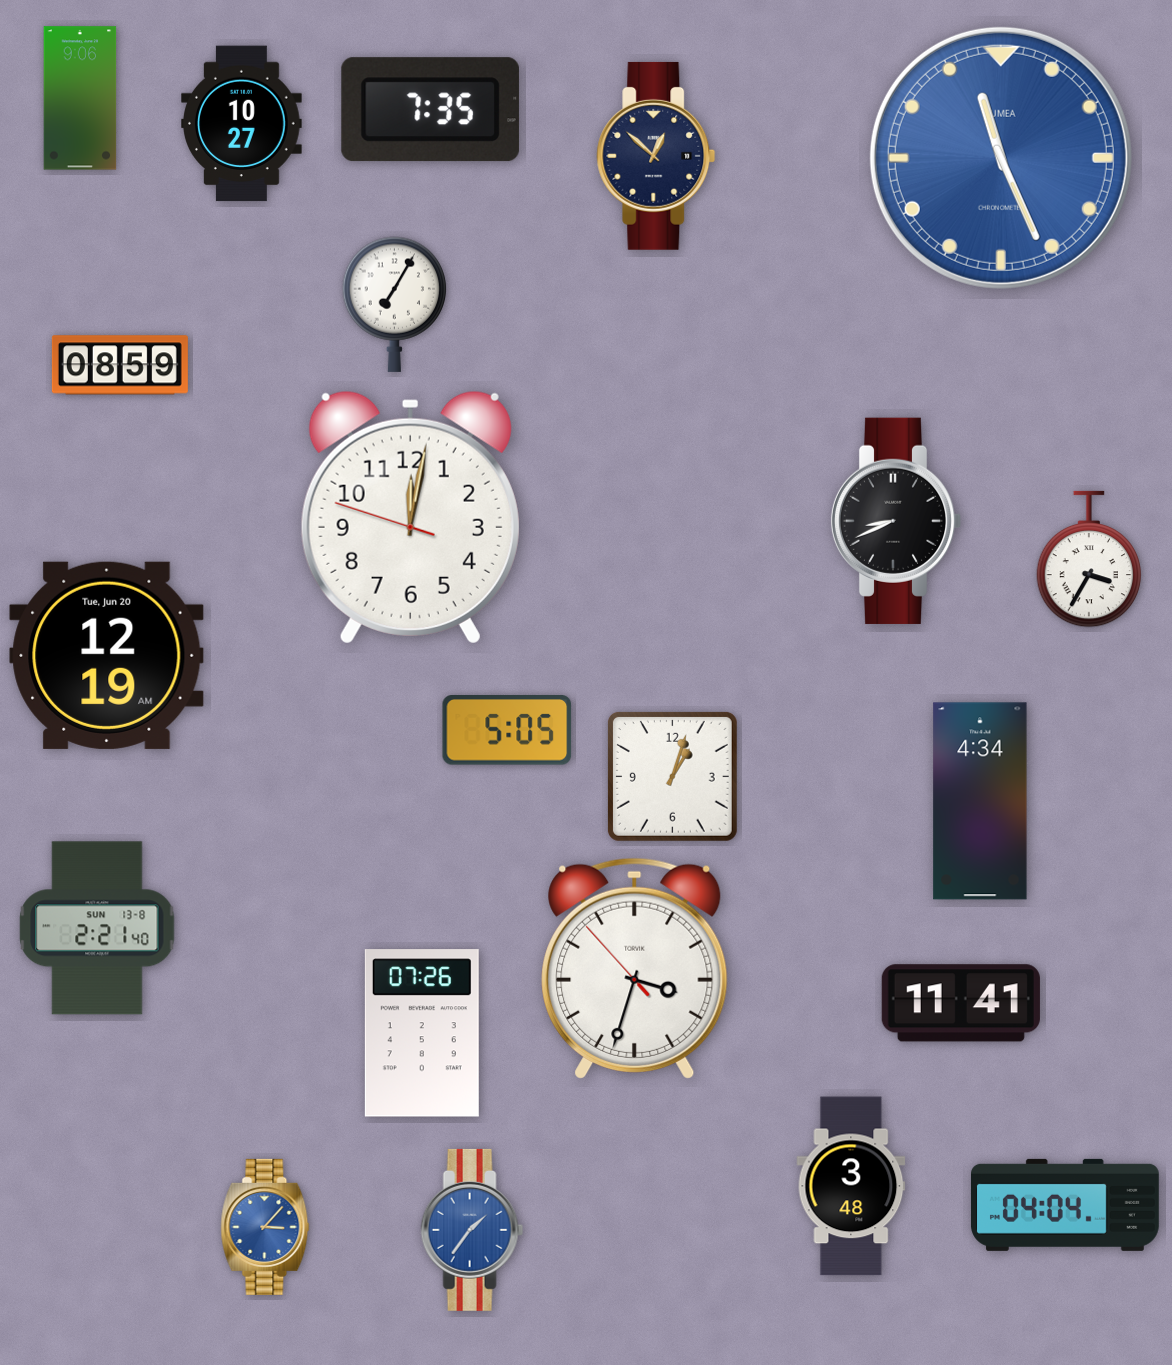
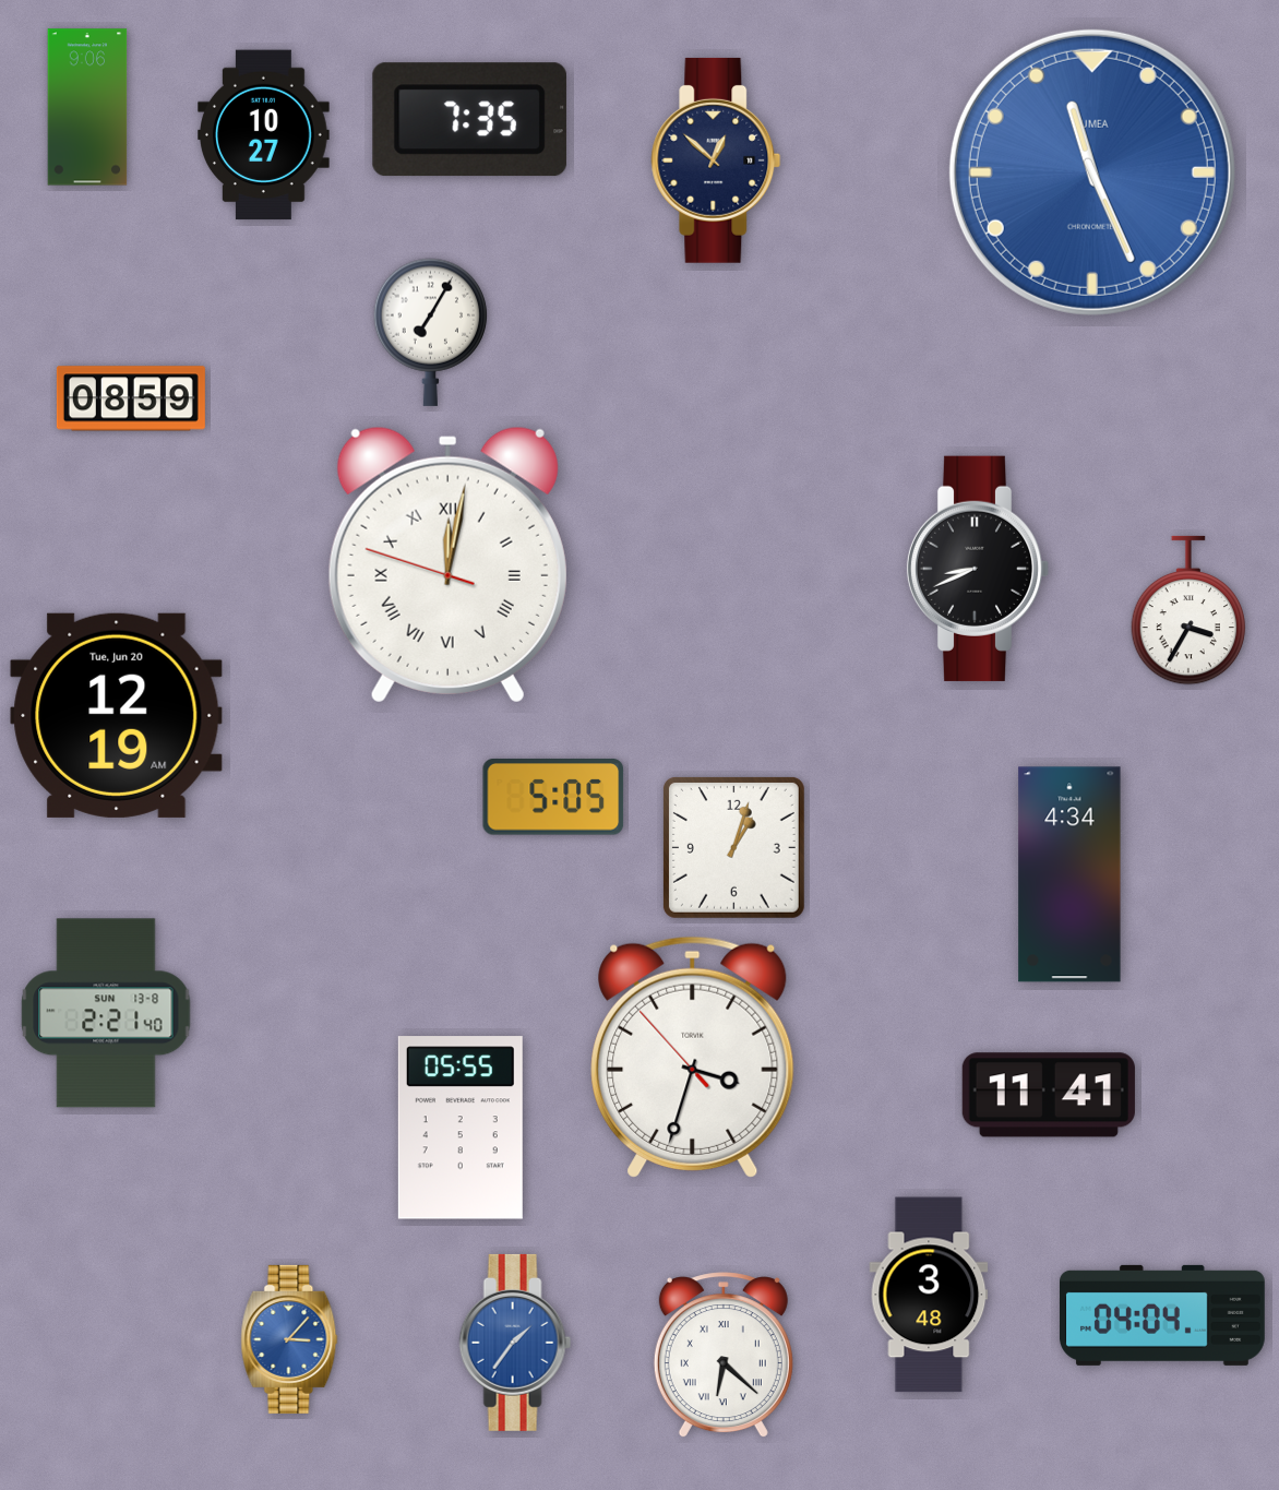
clock at (656, 156) position: (656, 156) -> (716, 160)
clock at (410, 517) numerals: Arabic -> Roman
clock at (422, 1033): 07:26 -> 05:55
clock at (724, 1356): none -> 6:22
